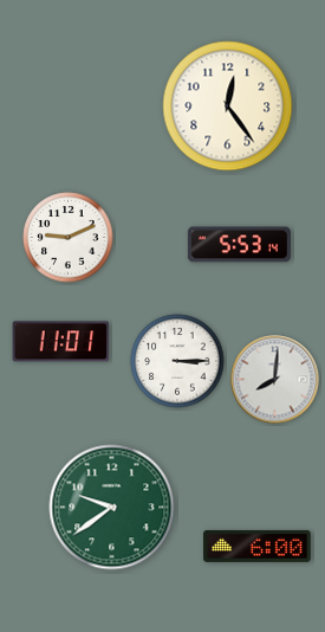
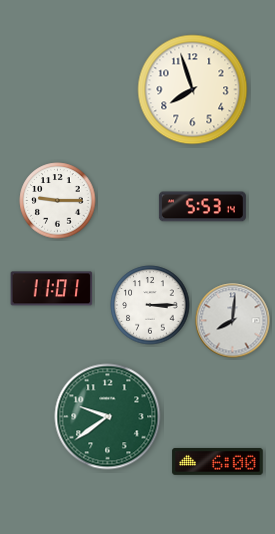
clock at (228, 107): 12:24 -> 7:57
clock at (69, 238): 9:11 -> 9:15
clock at (112, 508) position: (112, 508) -> (108, 417)
